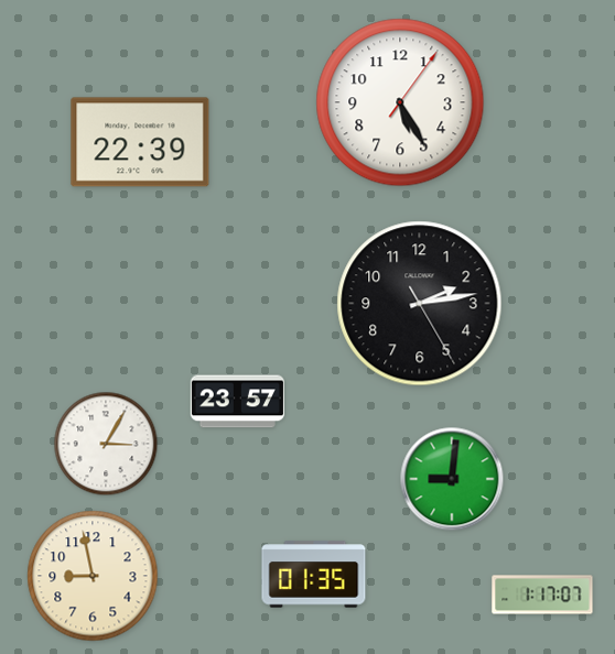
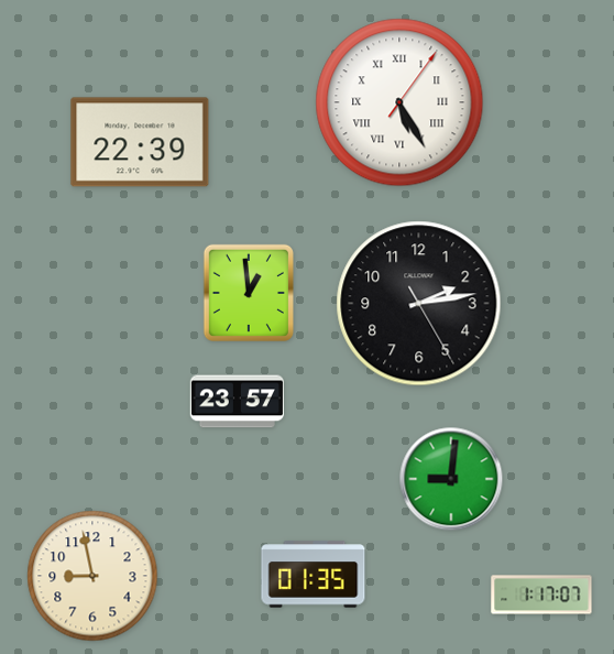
clock at (400, 102) numerals: Arabic -> Roman
clock at (249, 293): none -> 12:59
clock at (106, 444): 3:05 -> none
